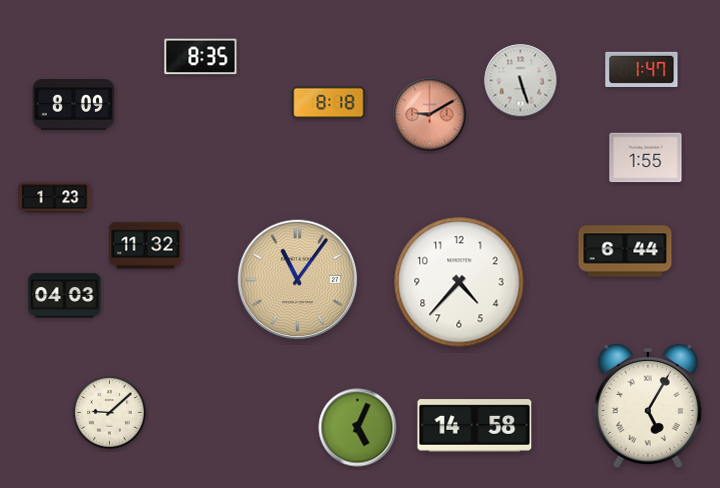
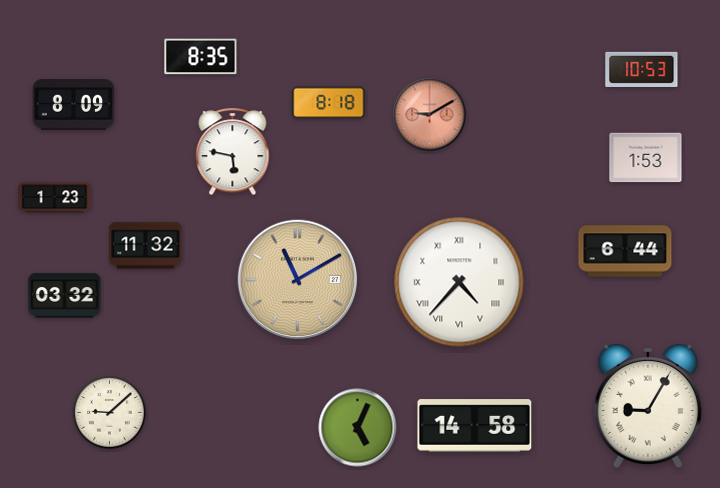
clock at (642, 69): 1:47 -> 10:53
clock at (521, 81): 5:27 -> none
clock at (233, 152): none -> 5:47
clock at (646, 158): 1:55 -> 1:53
clock at (298, 280): 11:06 -> 11:10
clock at (459, 282) numerals: Arabic -> Roman
clock at (65, 296): 04:03 -> 03:32
clock at (648, 406): 5:05 -> 9:05
